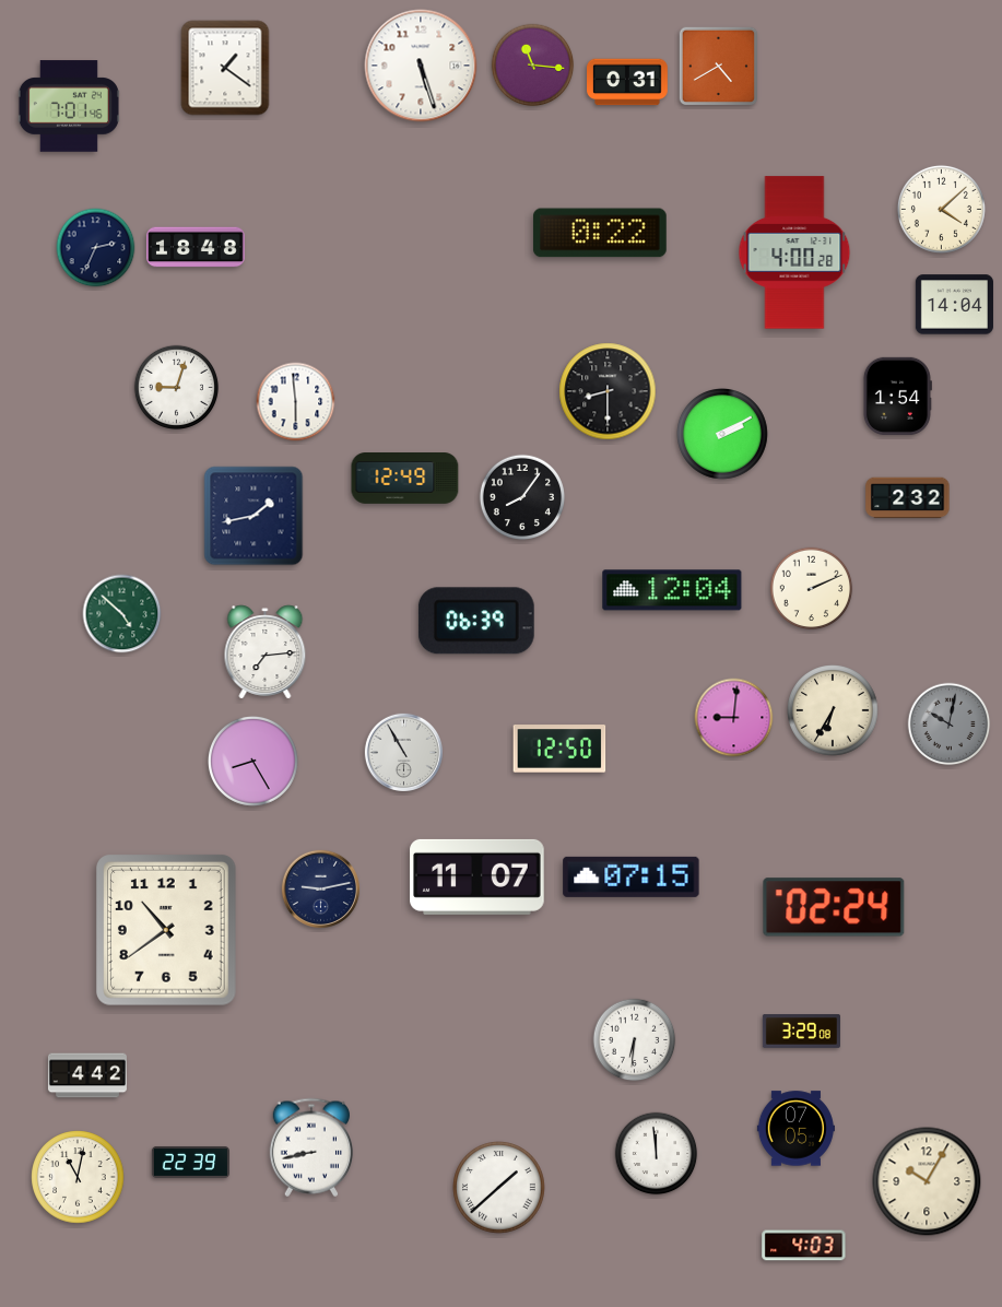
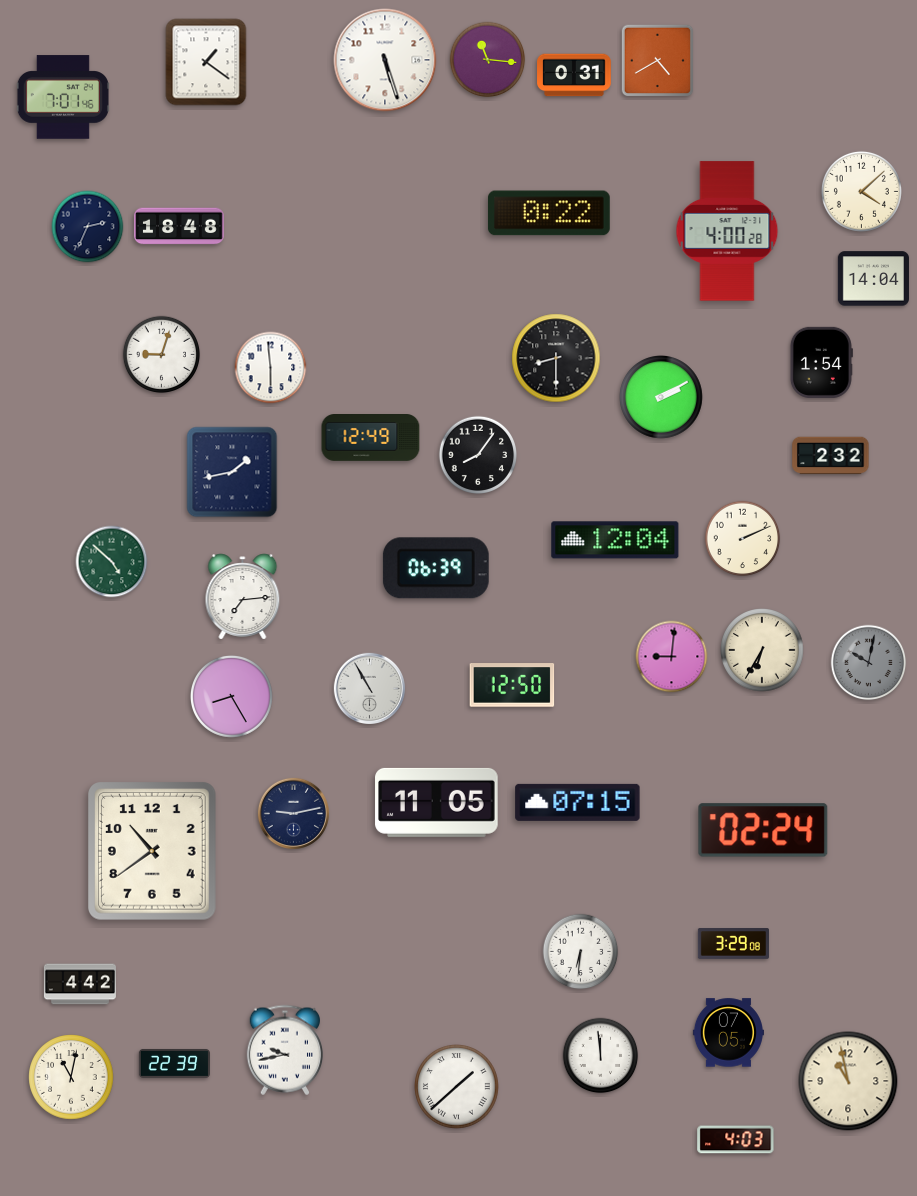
clock at (478, 876): 11:07 -> 11:05
clock at (310, 1147): 8:43 -> 9:43
clock at (927, 1181): 10:05 -> 10:58
